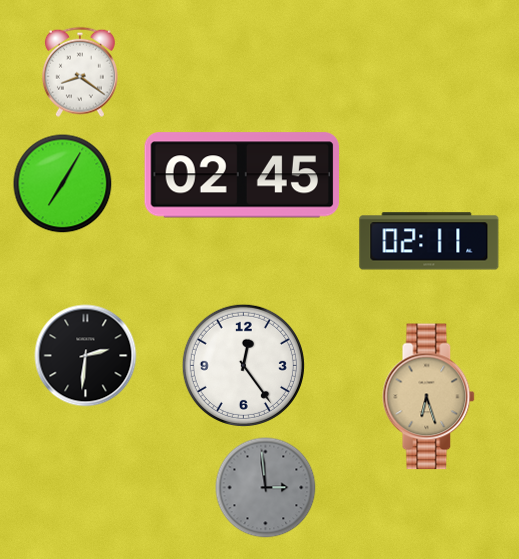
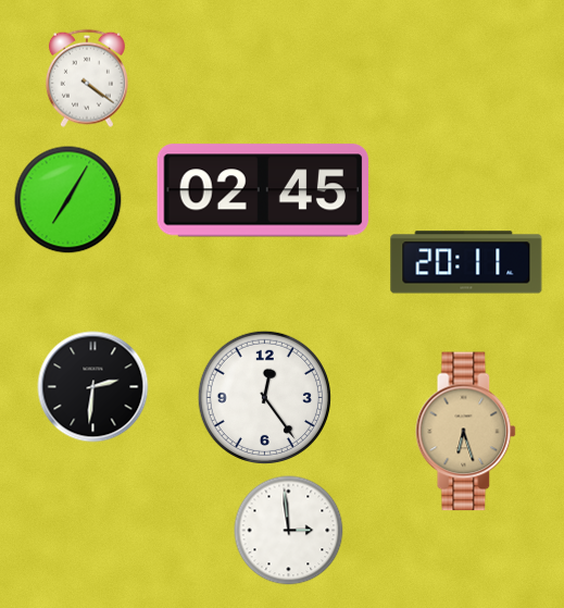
clock at (80, 72): 8:21 -> 4:21
clock at (429, 241): 02:11 -> 20:11
clock at (266, 488) dial: grey -> white
